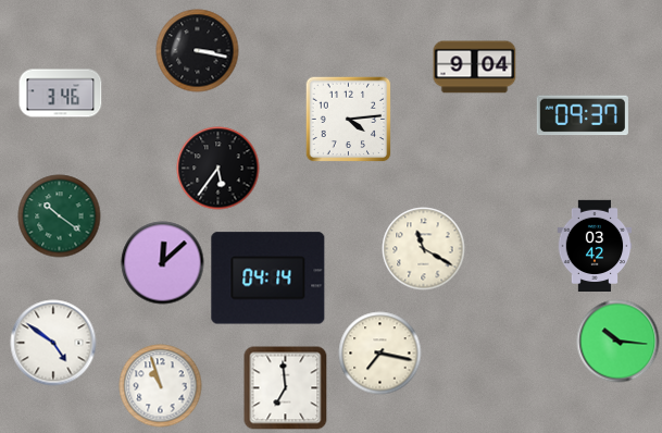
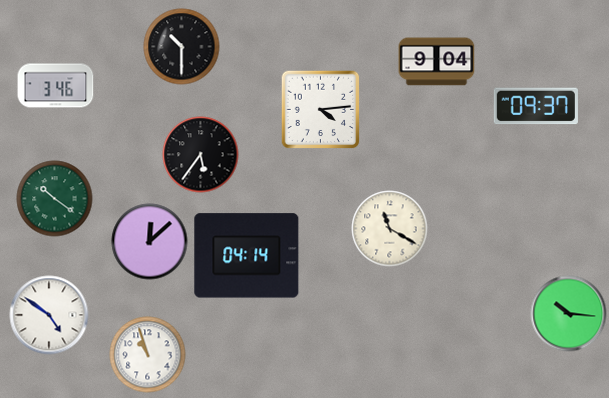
clock at (198, 51): 3:17 -> 10:30
clock at (595, 245): 03:42 -> none
clock at (380, 354): 7:17 -> none
clock at (286, 388): 6:59 -> none
